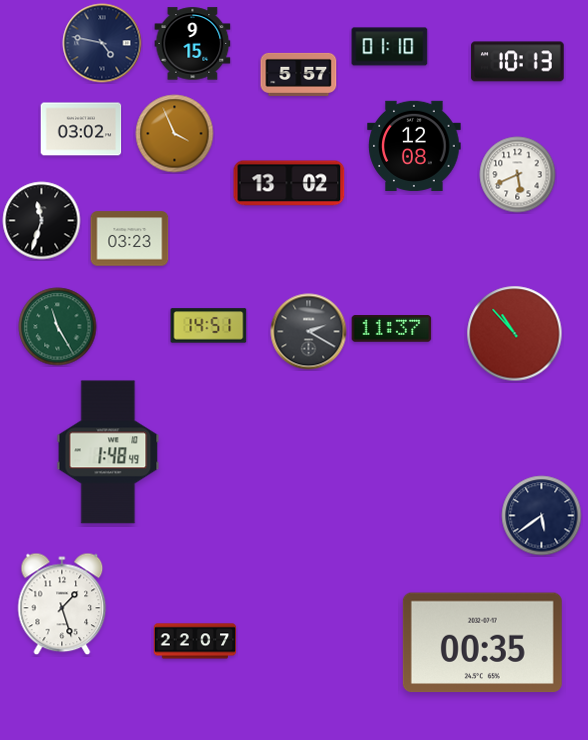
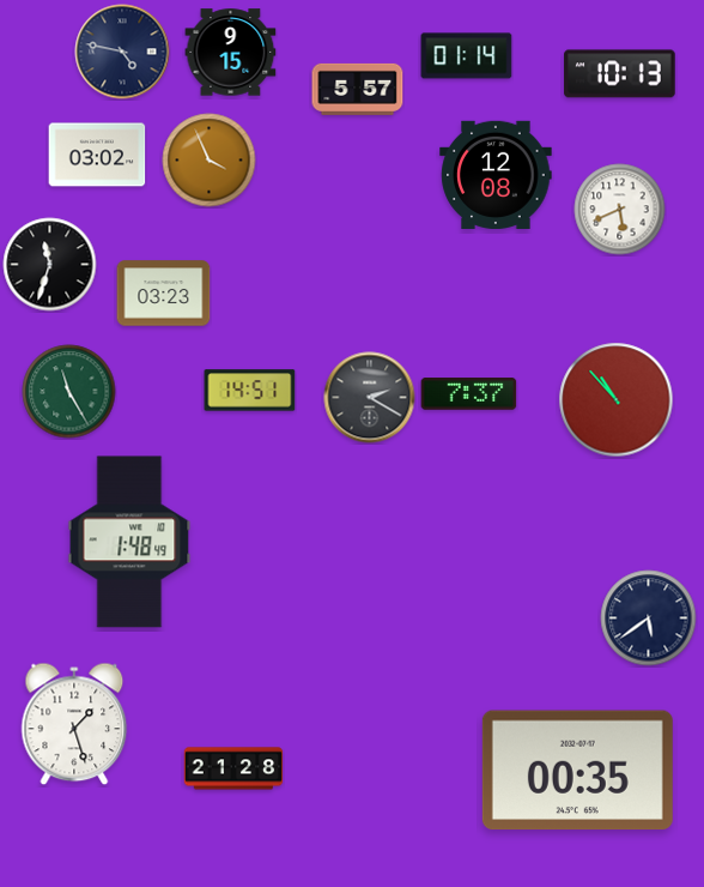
clock at (390, 47): 01:10 -> 01:14
clock at (289, 183): 13:02 -> none
clock at (130, 239) position: (130, 239) -> (164, 294)
clock at (392, 329): 11:37 -> 7:37
clock at (195, 641): 22:07 -> 21:28
